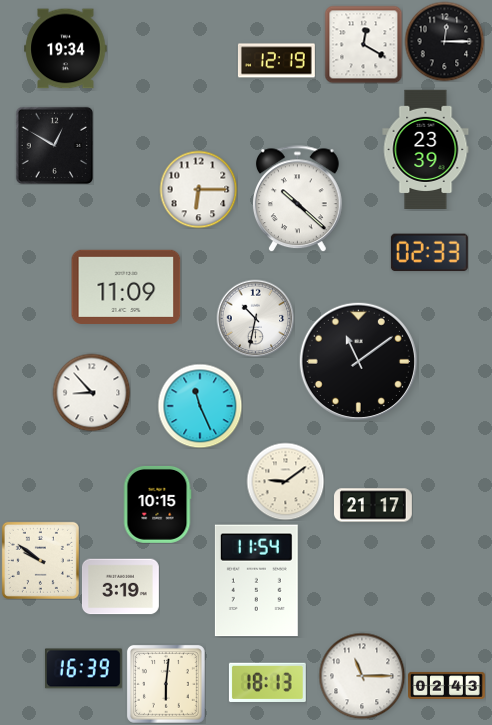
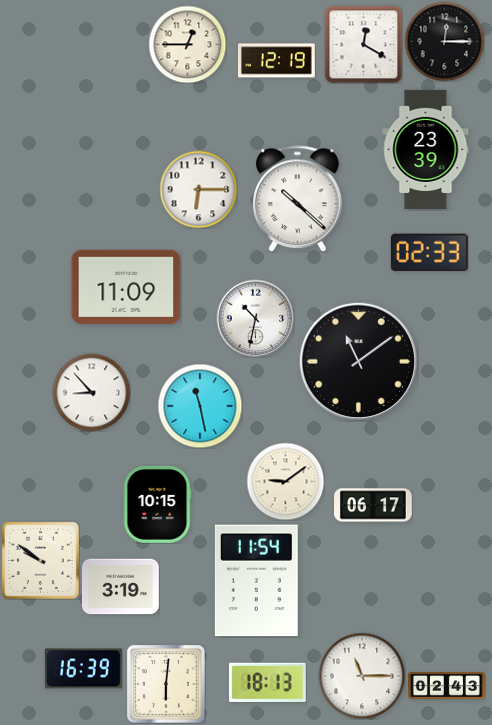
clock at (187, 44): none -> 12:45
clock at (66, 49): 19:34 -> none
clock at (54, 145): 12:50 -> none
clock at (200, 406): 11:26 -> 11:28
clock at (374, 505): 21:17 -> 06:17
